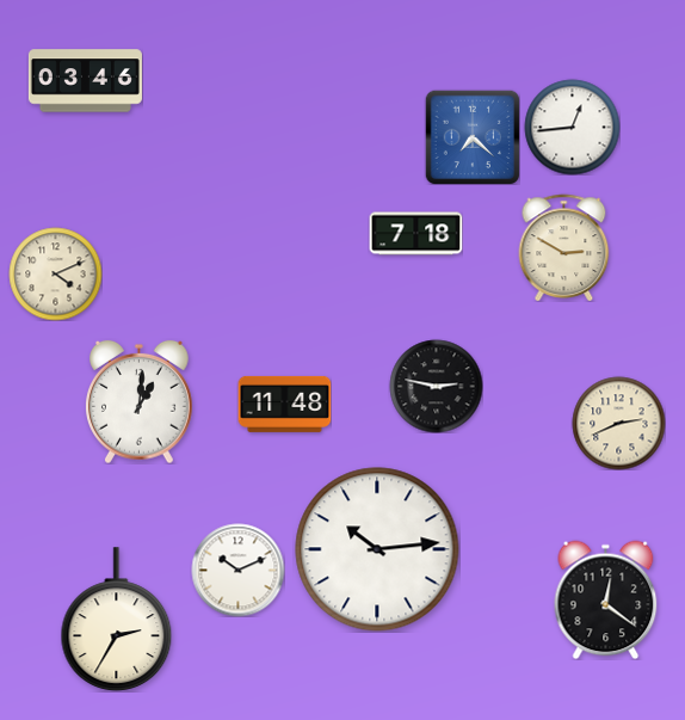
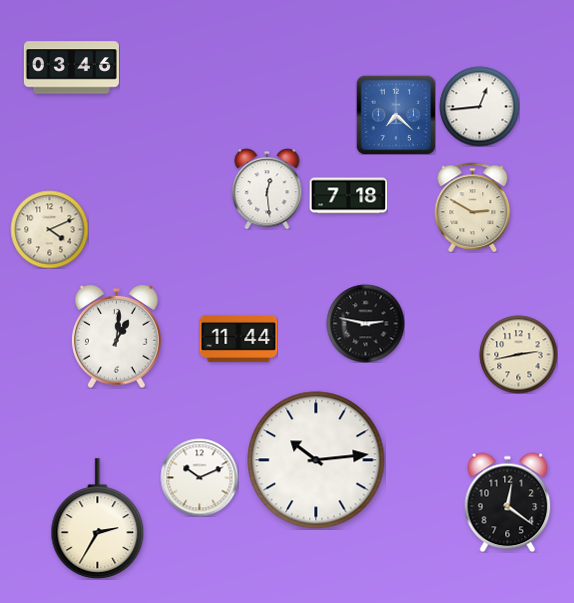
clock at (267, 189): none -> 12:29
clock at (55, 273) position: (55, 273) -> (49, 229)
clock at (284, 404): 11:48 -> 11:44
clock at (618, 423): 2:41 -> 2:43
